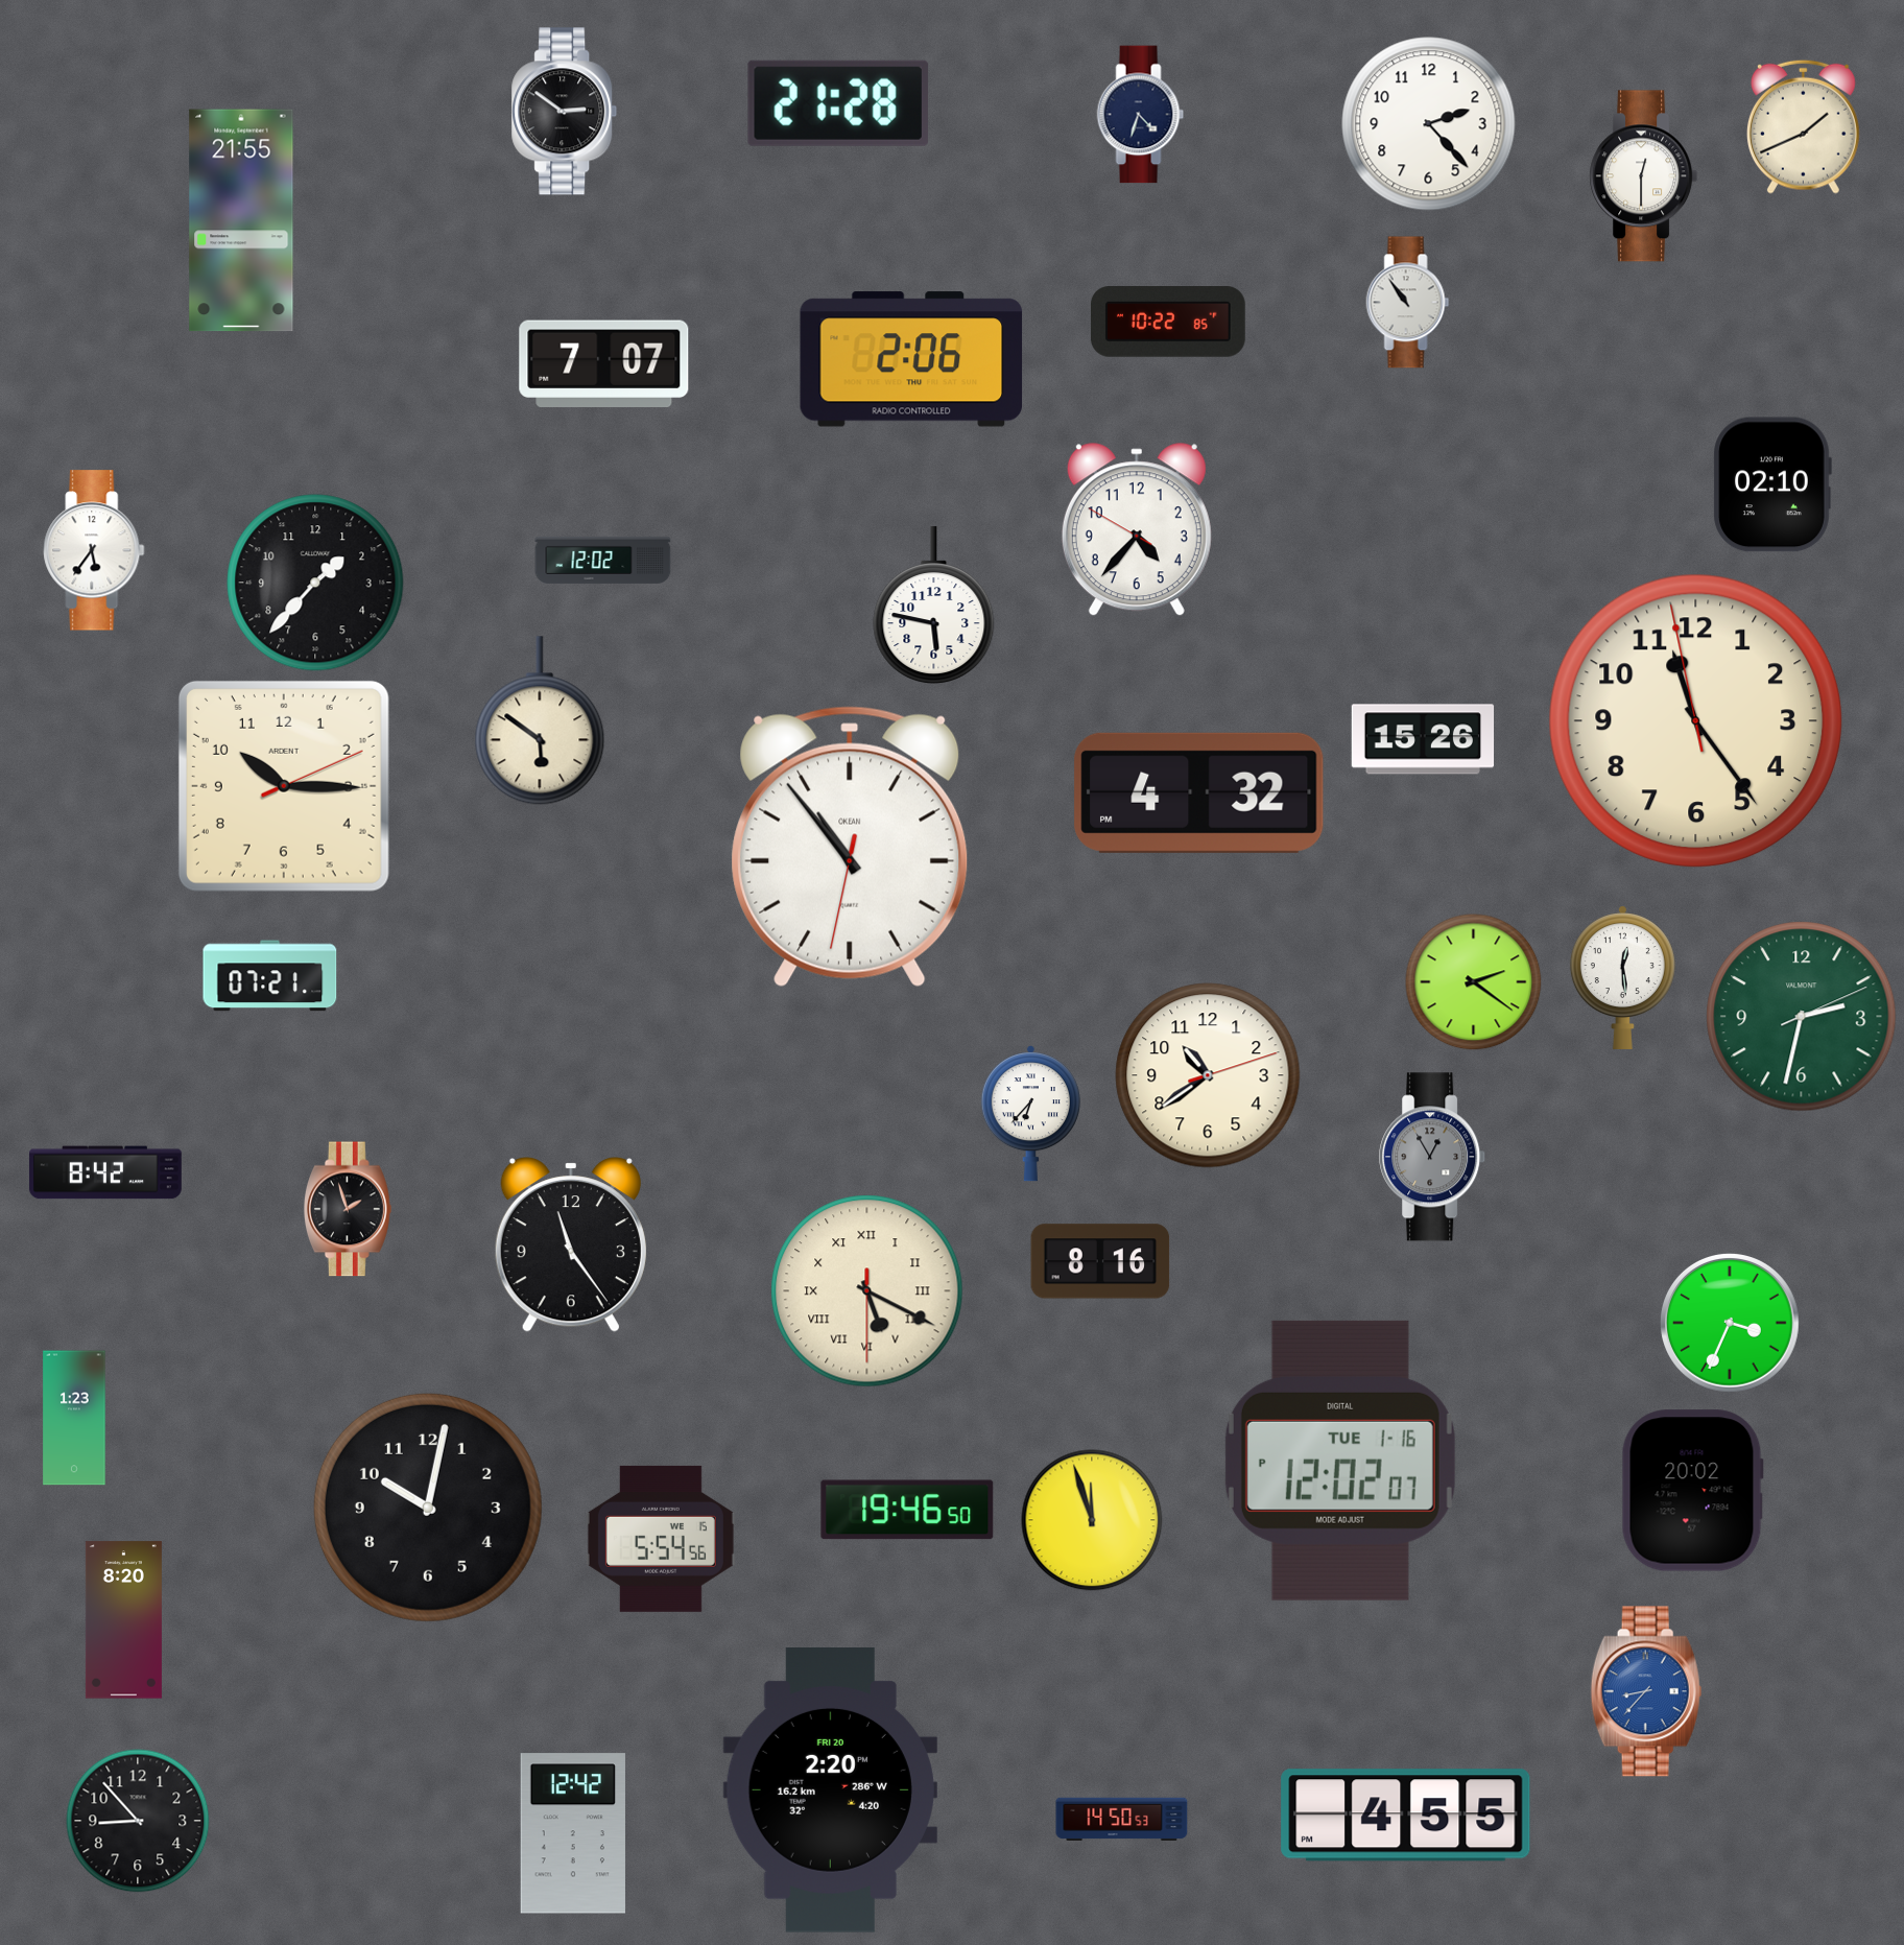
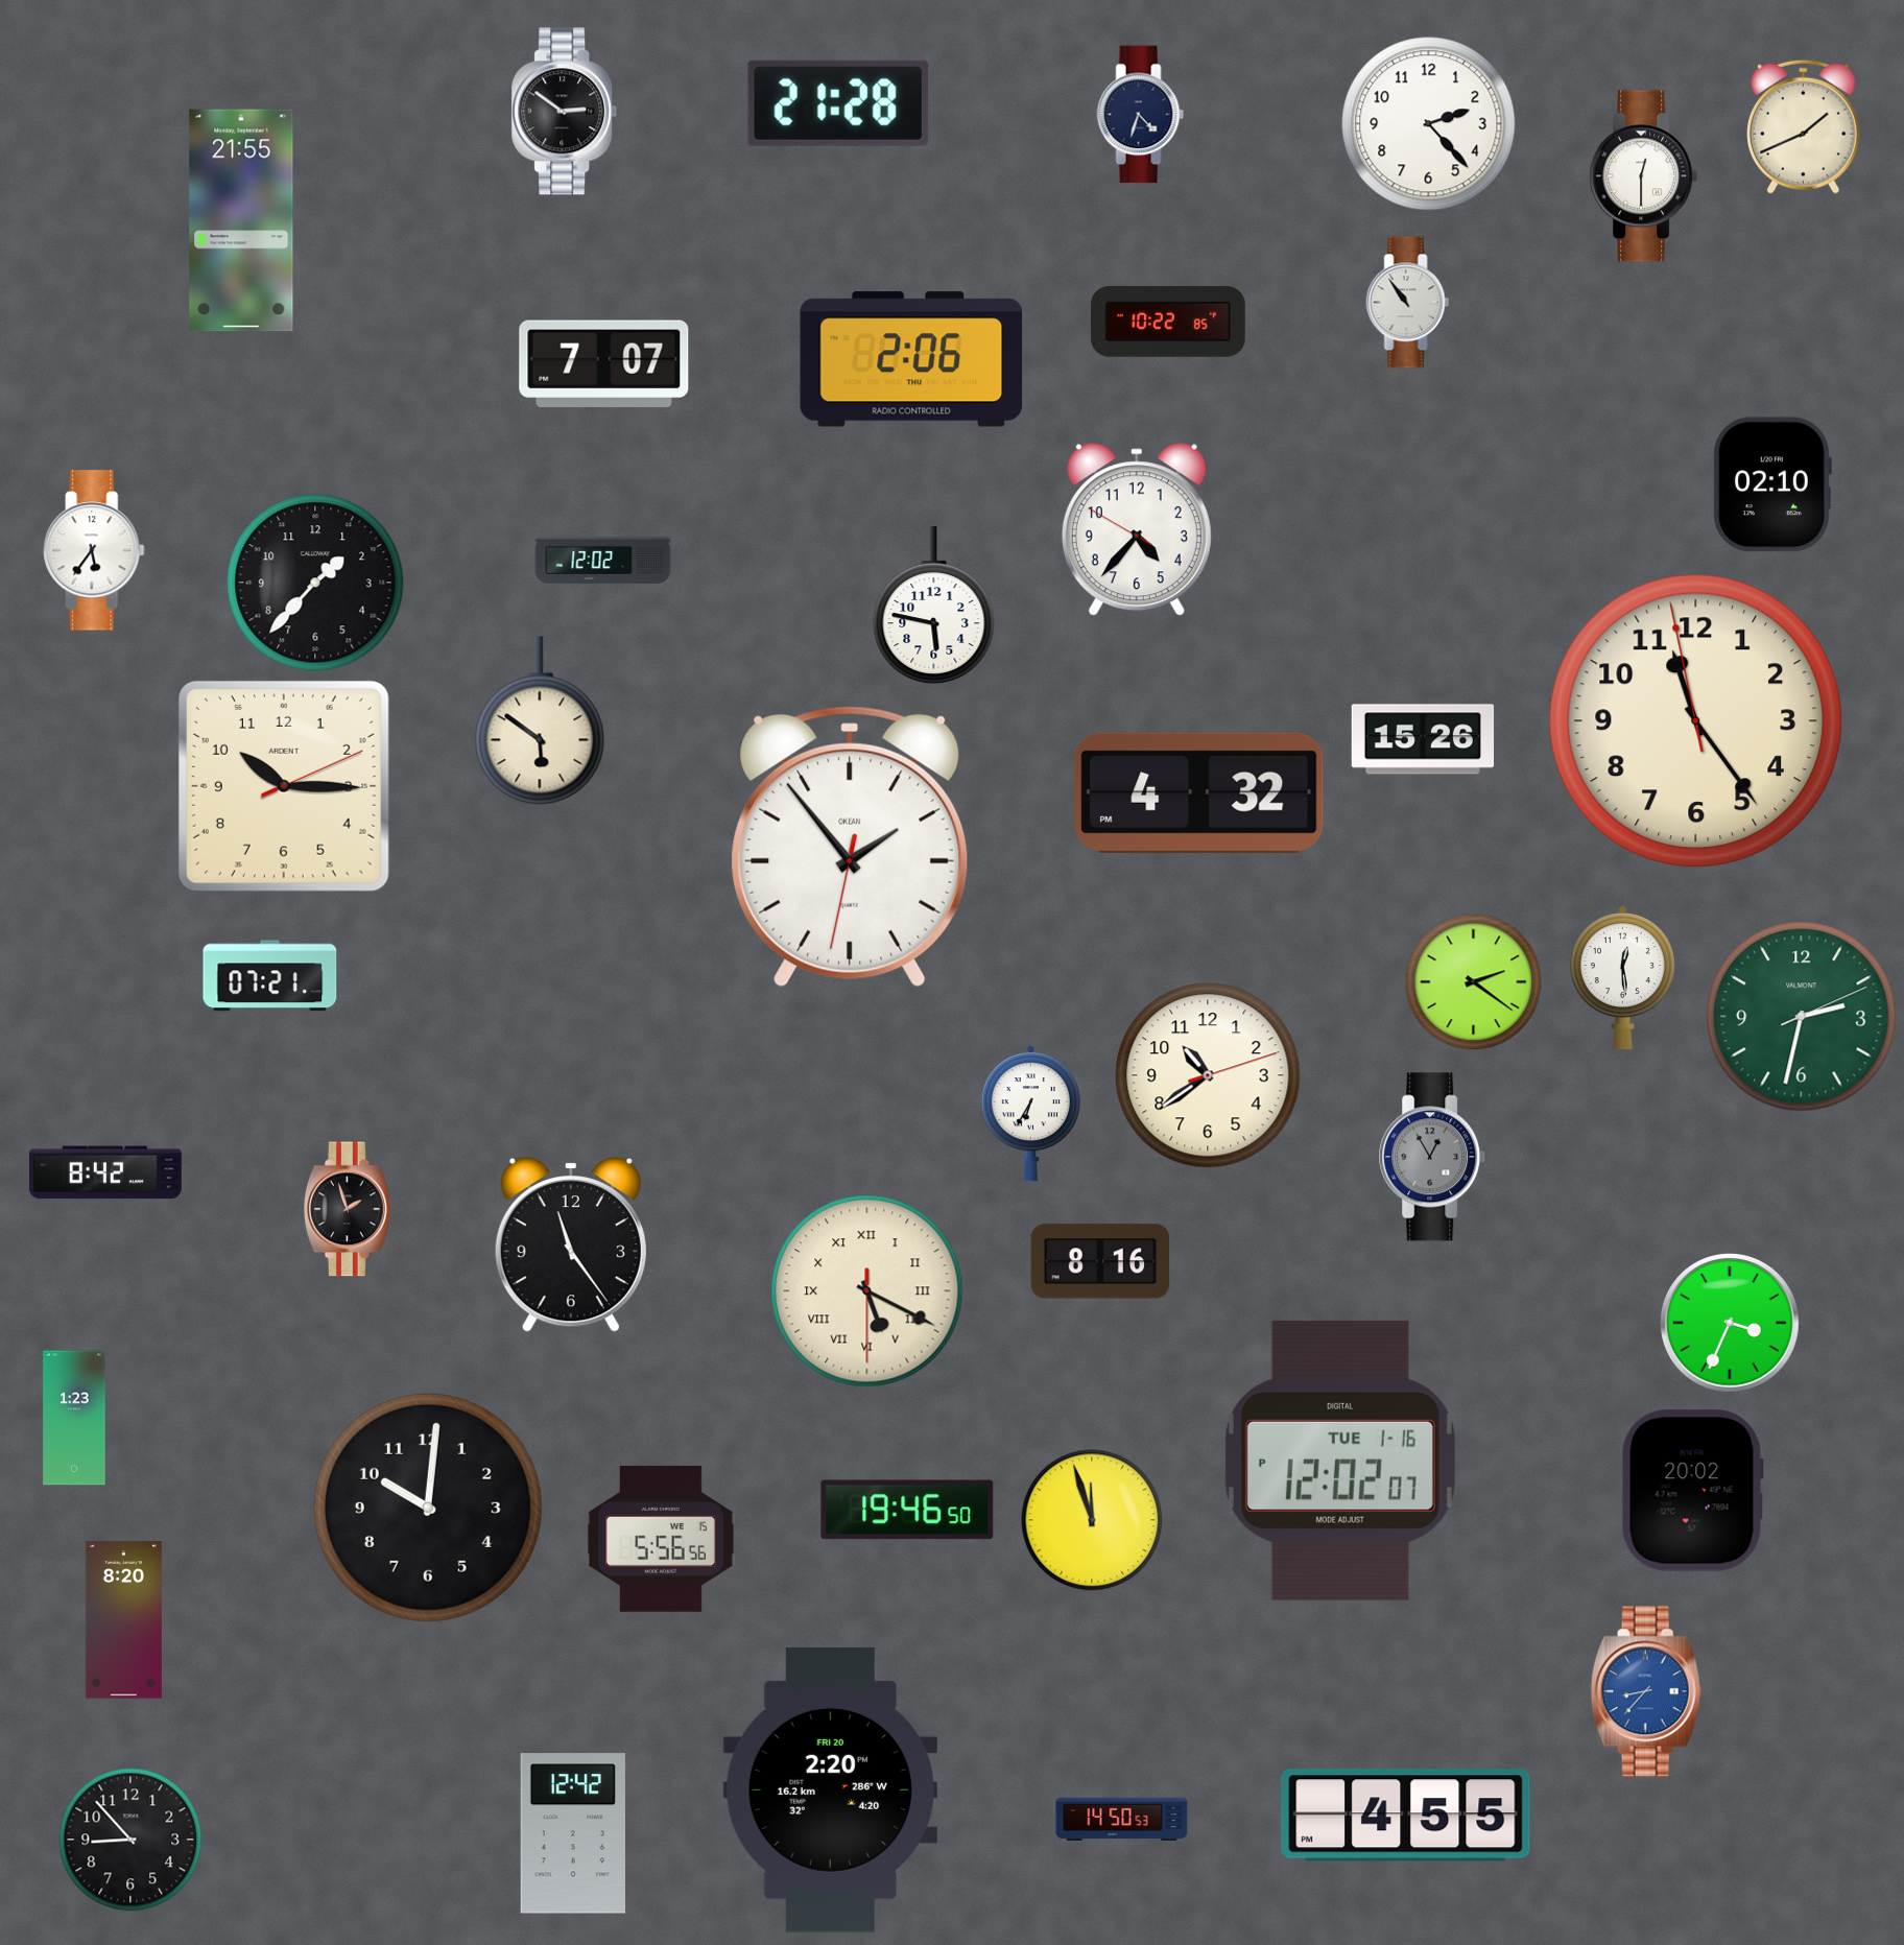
clock at (850, 847): 10:53 -> 1:53
clock at (1030, 1114): 6:37 -> 6:35
clock at (428, 1508): 10:02 -> 10:01
clock at (661, 1539): 5:54 -> 5:56
clock at (138, 1821) position: (138, 1821) -> (130, 1840)
